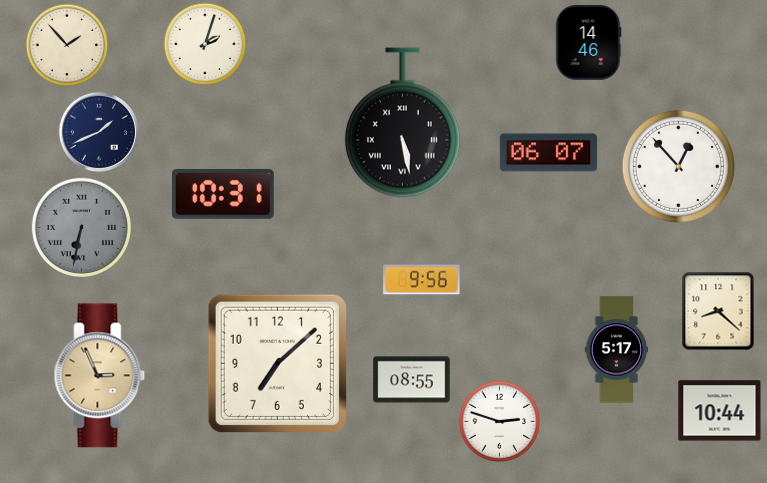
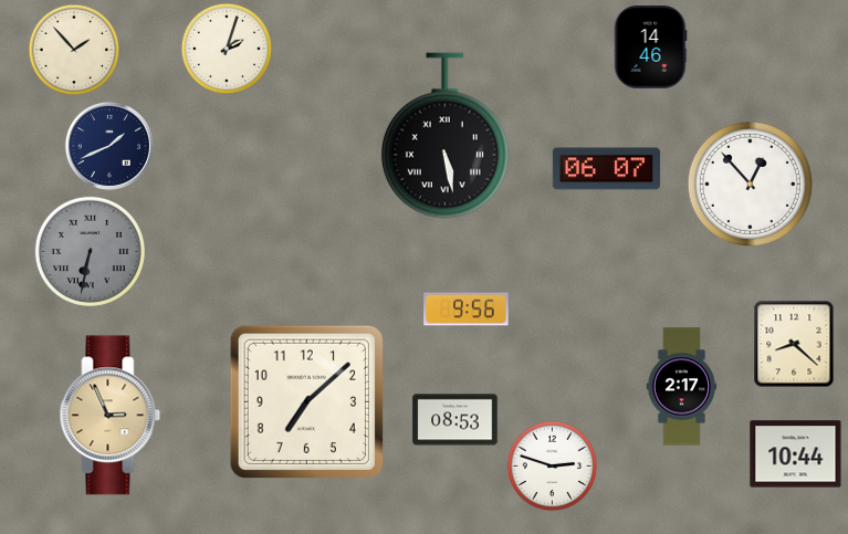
clock at (223, 195): 10:31 -> none
clock at (617, 350): 5:17 -> 2:17
clock at (412, 380): 08:55 -> 08:53
